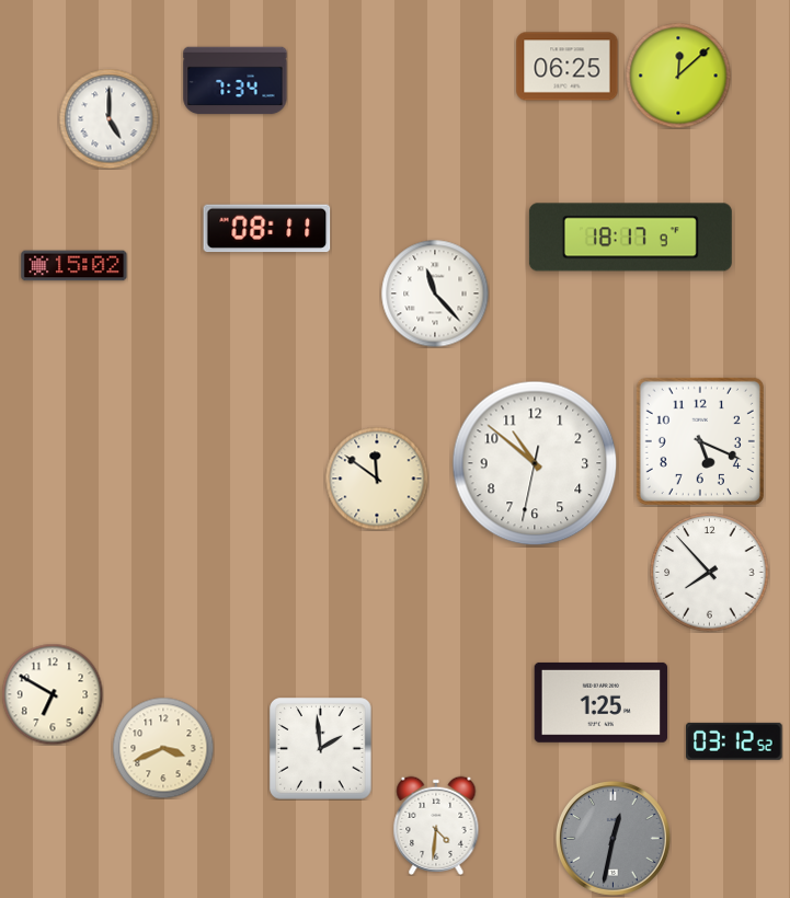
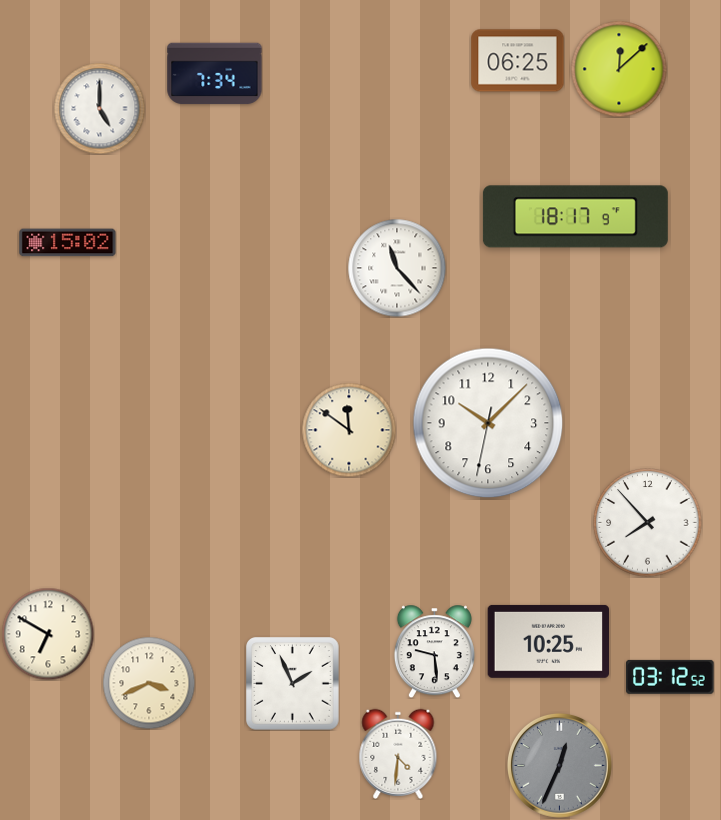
clock at (267, 229): 08:11 -> none
clock at (700, 441): 5:19 -> none
clock at (535, 463): 10:51 -> 10:07
clock at (377, 479) position: (377, 479) -> (349, 430)
clock at (602, 702): 1:25 -> 10:25
clock at (434, 651): none -> 9:29
clock at (321, 749): 1:59 -> 1:56
clock at (612, 838): 12:32 -> 12:34
